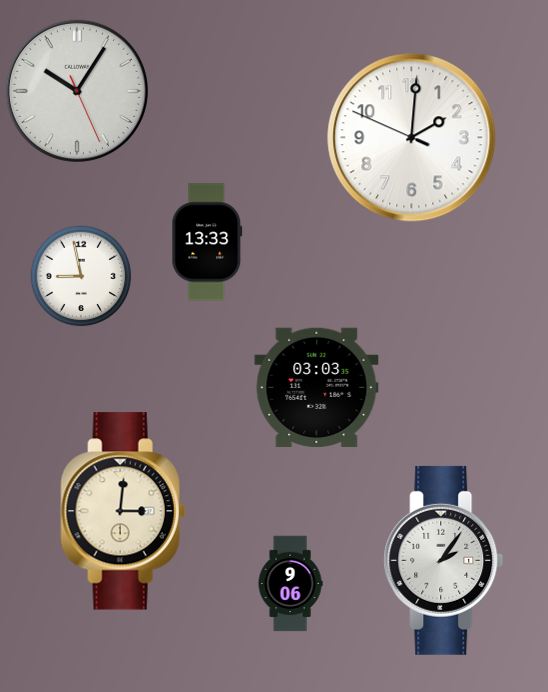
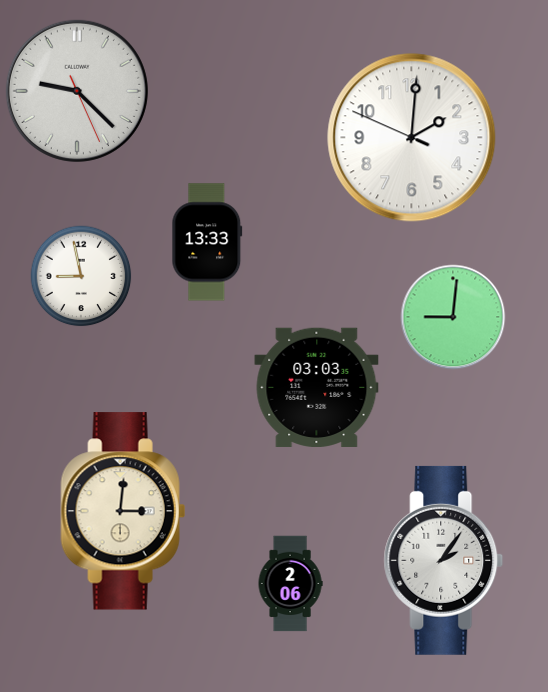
clock at (77, 91): 10:05 -> 9:22
clock at (453, 317): none -> 9:01
clock at (290, 584): 9:06 -> 2:06
